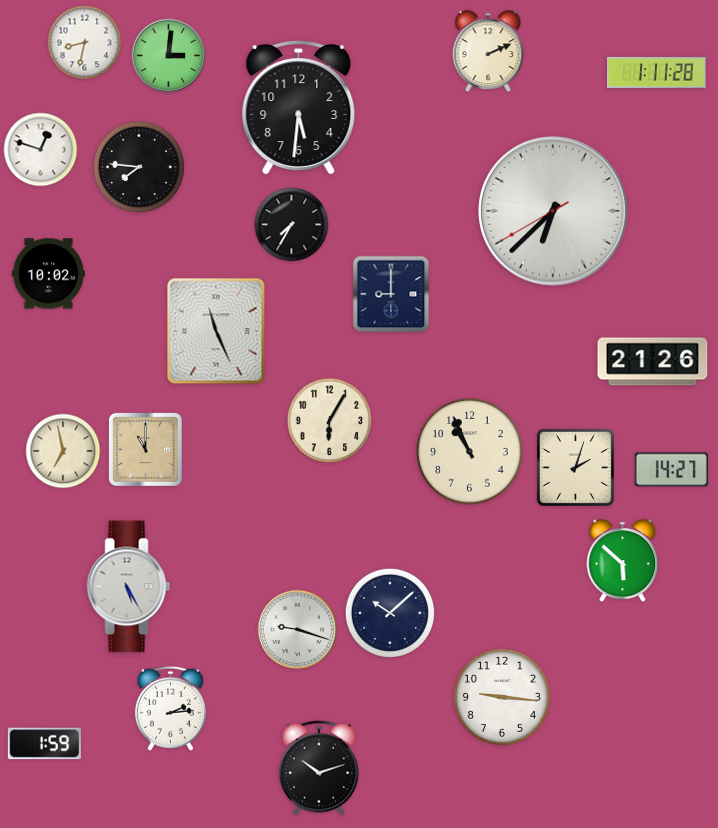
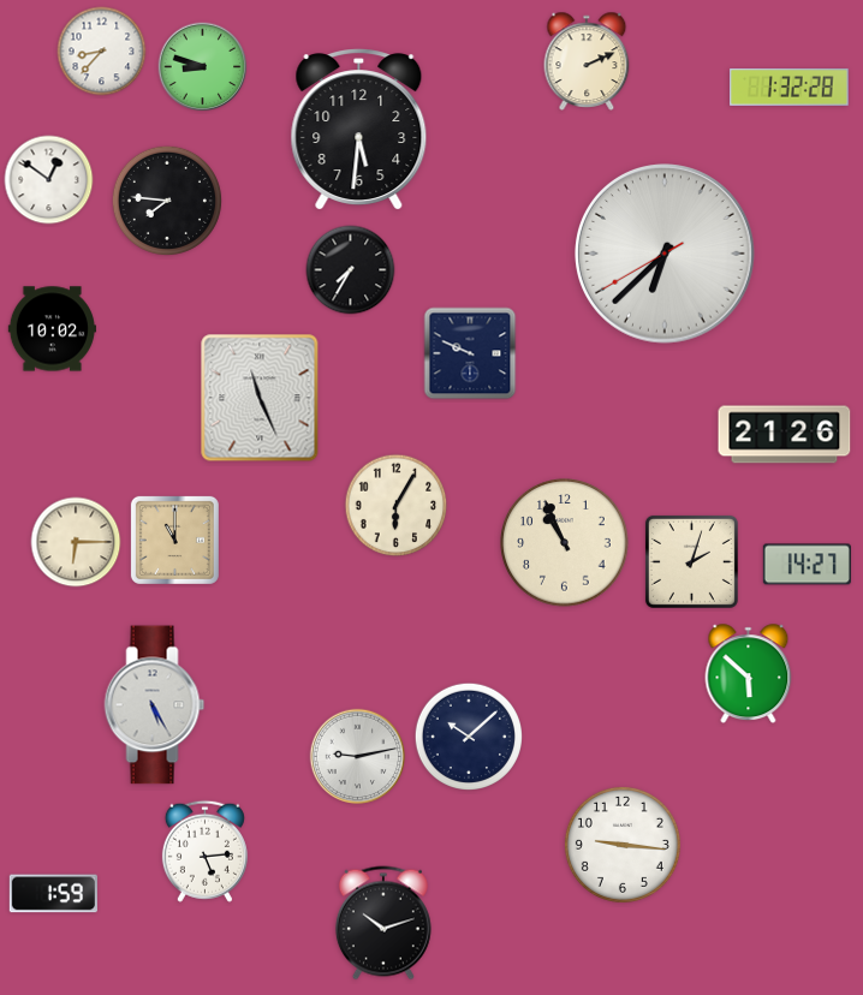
clock at (85, 43): 8:32 -> 8:37
clock at (169, 56): 3:01 -> 8:48
clock at (657, 72): 1:11 -> 1:32
clock at (41, 150): 12:48 -> 12:51
clock at (48, 274) position: (48, 274) -> (52, 329)
clock at (391, 294): 9:00 -> 9:49
clock at (63, 451): 6:58 -> 6:15
clock at (298, 630): 9:18 -> 9:13
clock at (502, 697) position: (502, 697) -> (623, 845)
clock at (170, 708): 2:14 -> 5:14
